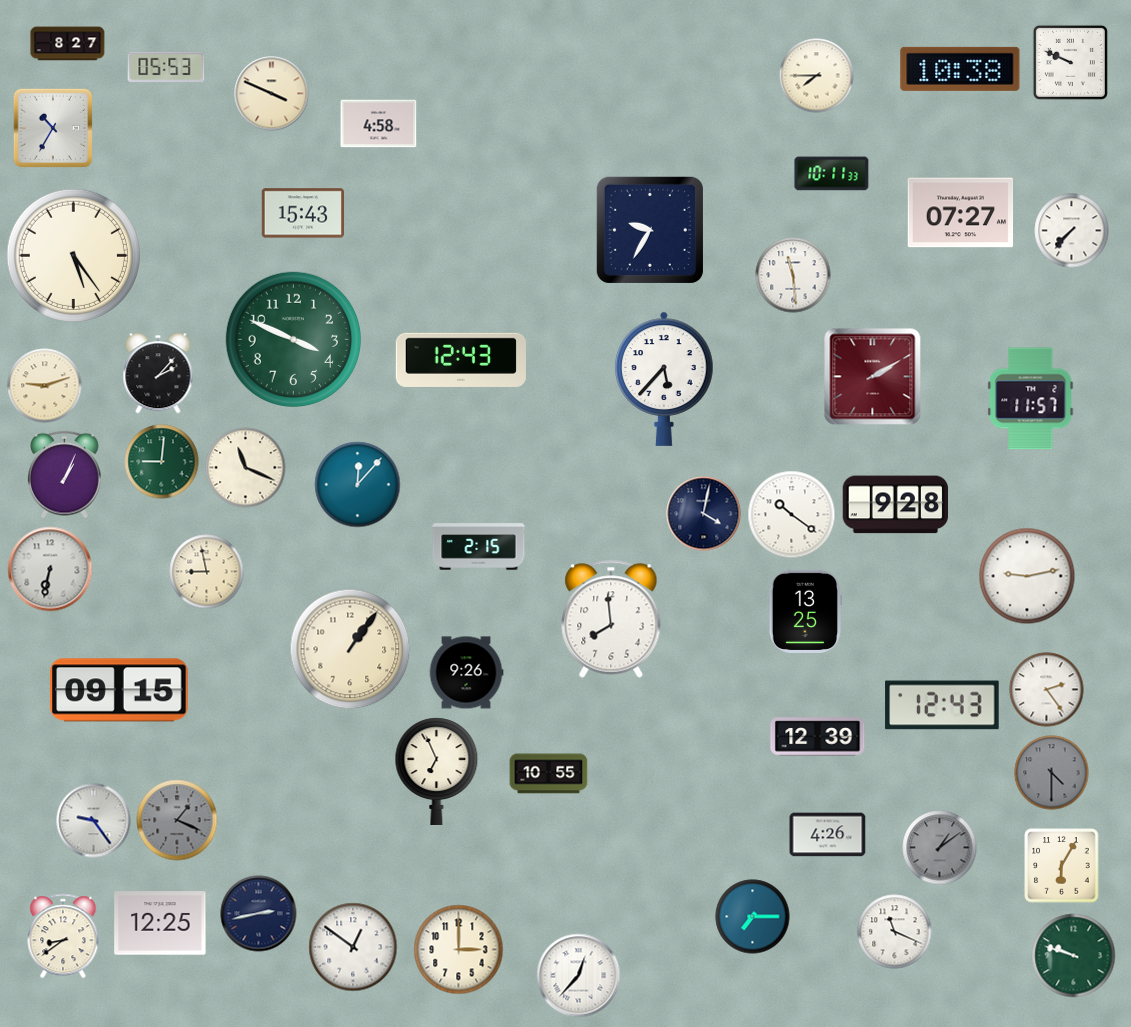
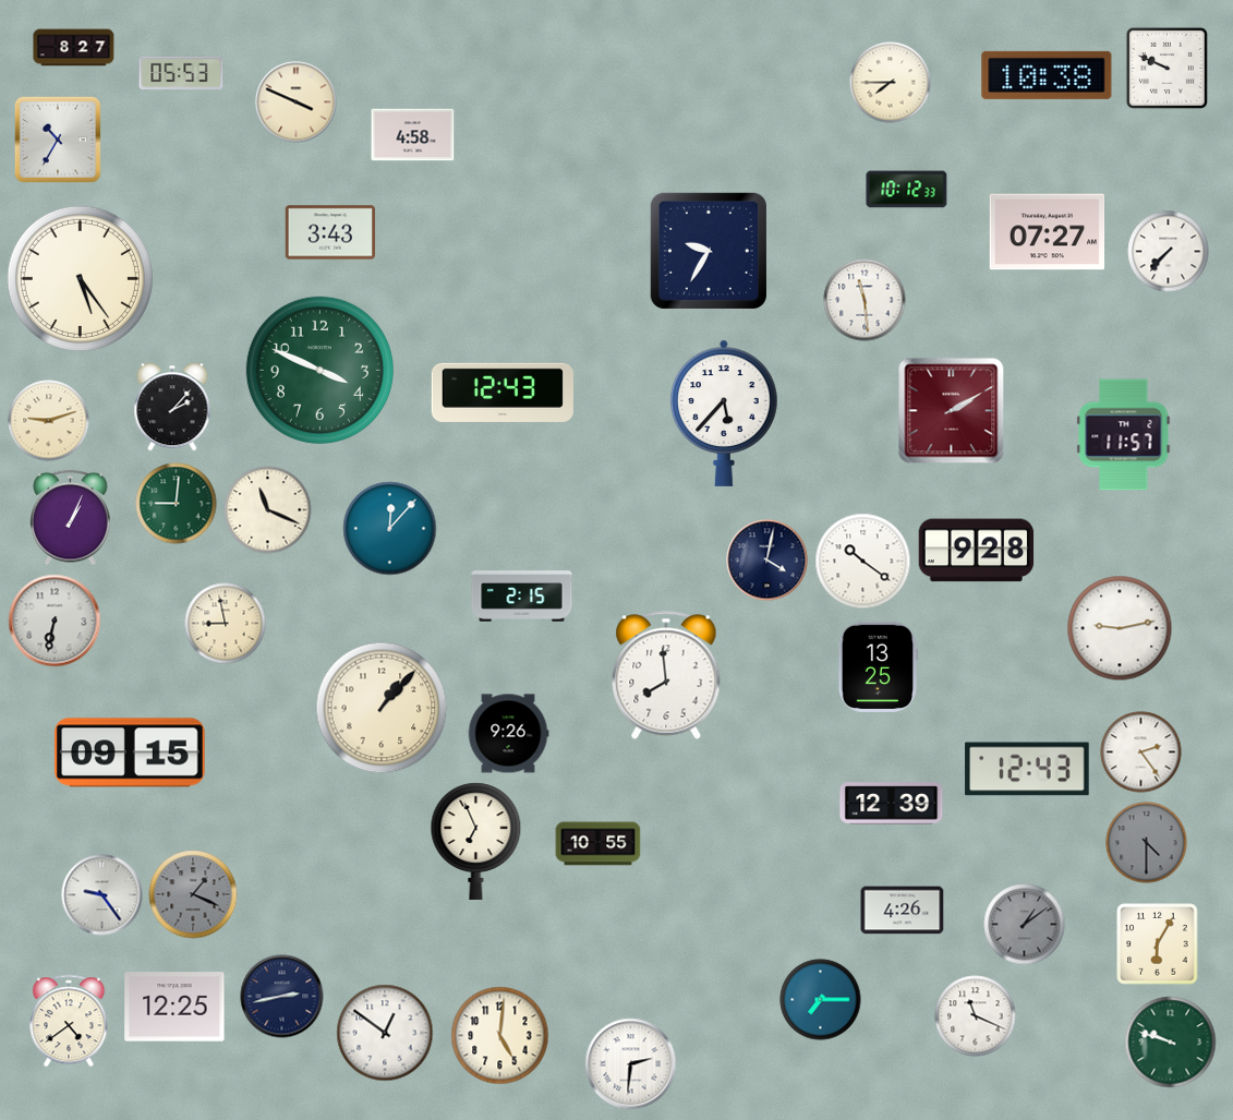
clock at (832, 174): 10:11 -> 10:12
clock at (302, 213): 15:43 -> 3:43
clock at (350, 649): 1:06 -> 1:07
clock at (63, 936): 8:39 -> 4:39
clock at (459, 950): 3:00 -> 5:01
clock at (579, 976): 12:37 -> 2:31
